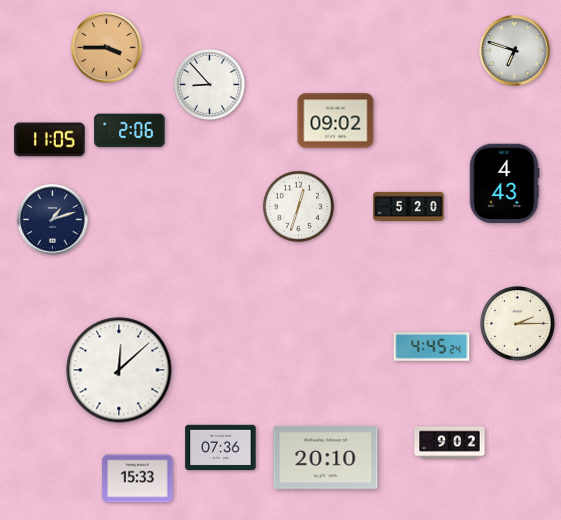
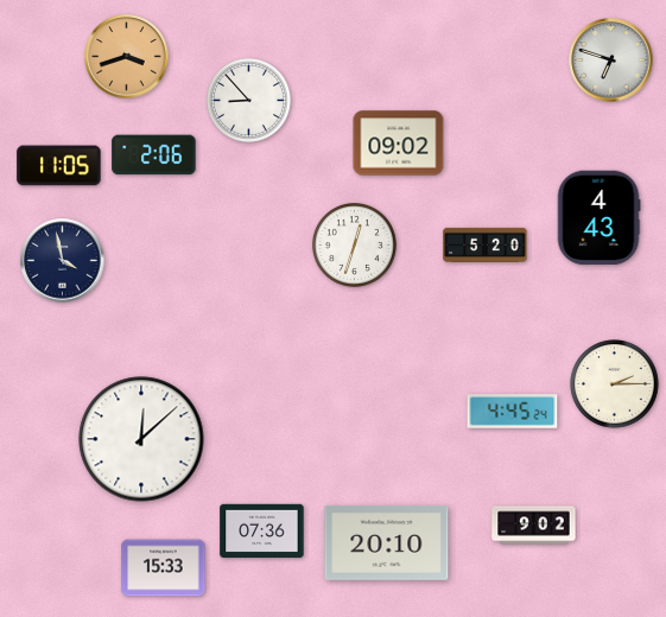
clock at (107, 48): 3:45 -> 3:42
clock at (53, 220): 1:12 -> 3:58
